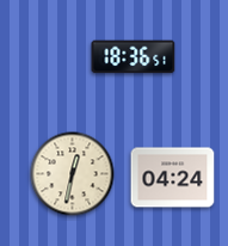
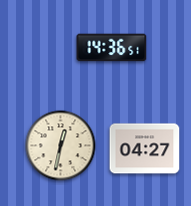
clock at (134, 57): 18:36 -> 14:36
clock at (173, 178): 04:24 -> 04:27
